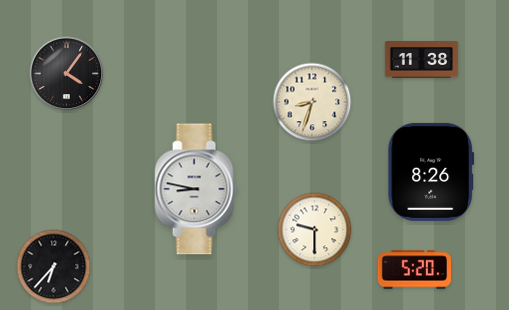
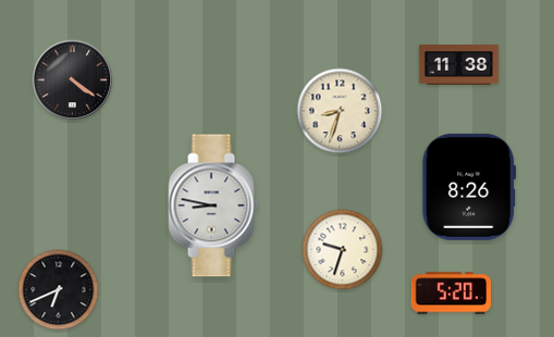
clock at (67, 74): 4:06 -> 4:21
clock at (315, 230): 9:30 -> 9:33
clock at (54, 267): 6:37 -> 6:41
